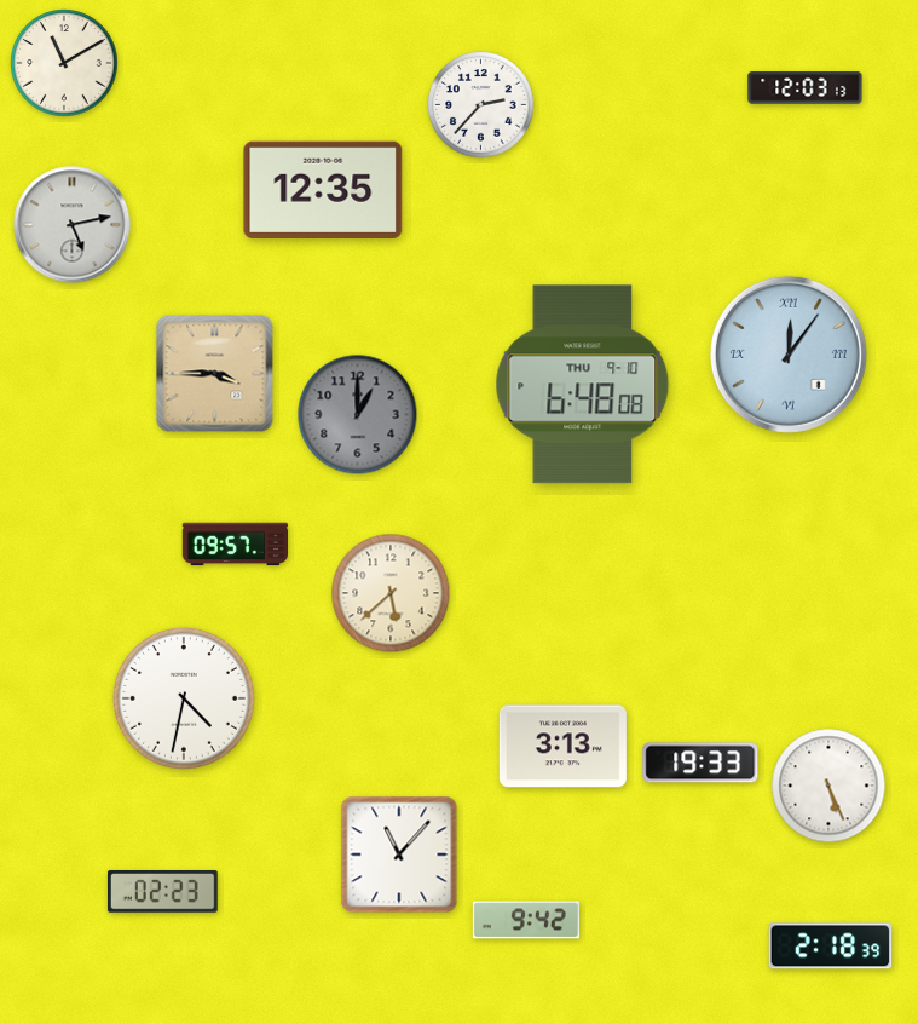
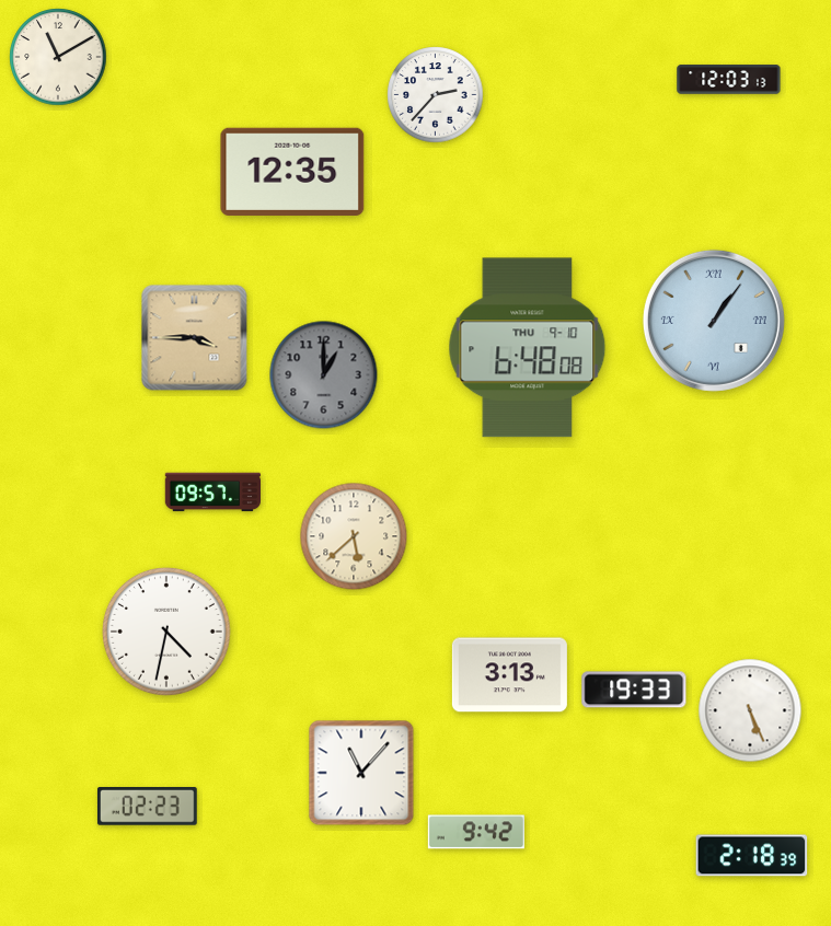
clock at (73, 225): 5:13 -> none
clock at (789, 355): 12:06 -> 1:06
